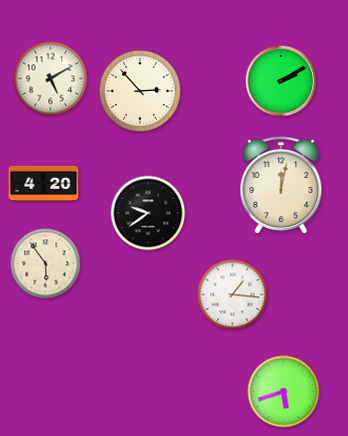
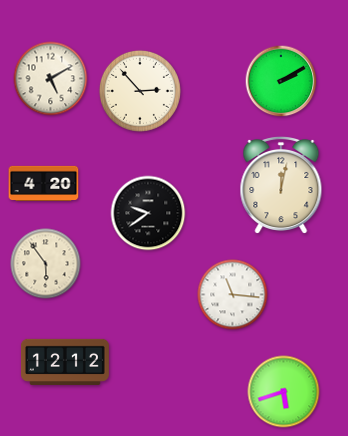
clock at (233, 295): 1:16 -> 11:16
clock at (65, 362): none -> 12:12
